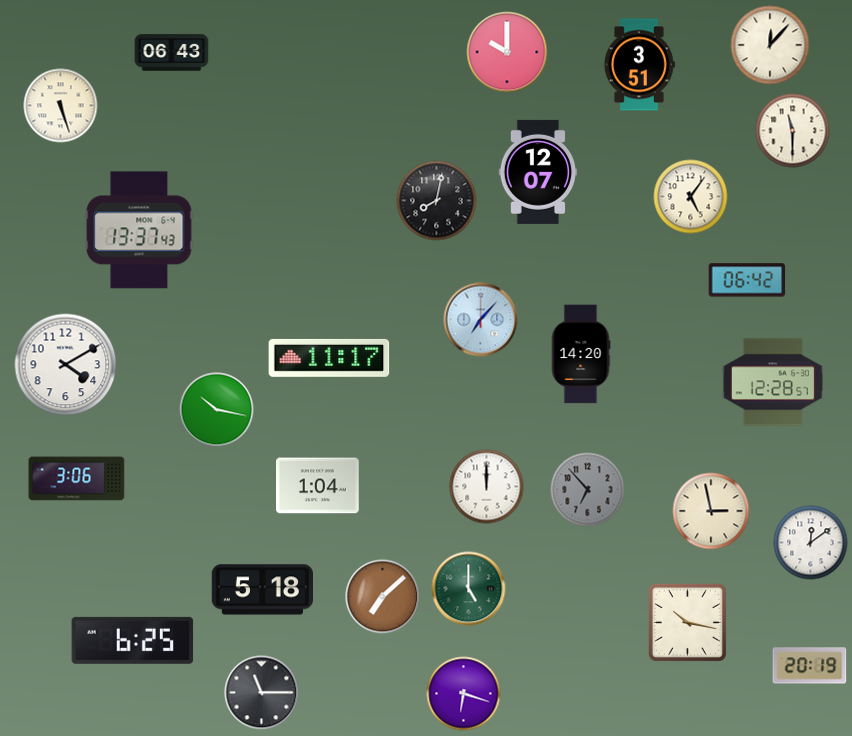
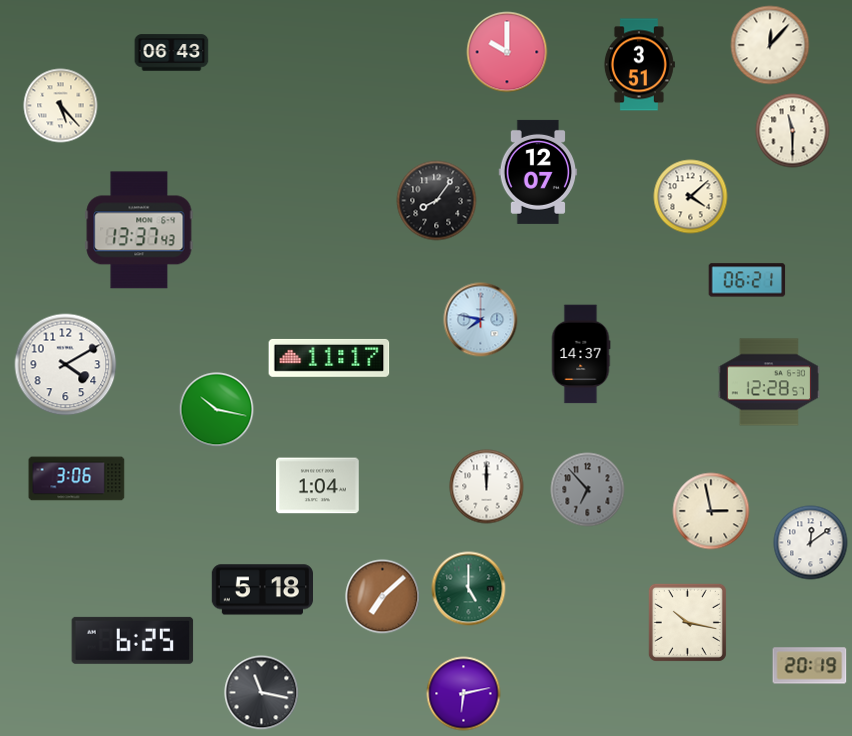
clock at (61, 106): 5:27 -> 5:23
clock at (691, 197): 5:06 -> 4:08
clock at (437, 201): 8:02 -> 8:06
clock at (747, 280): 06:42 -> 06:21
clock at (481, 320): 7:07 -> 7:47
clock at (581, 354): 14:20 -> 14:37
clock at (773, 382) position: (773, 382) -> (769, 382)
clock at (262, 693): 11:15 -> 11:17
clock at (464, 694): 6:18 -> 6:13
